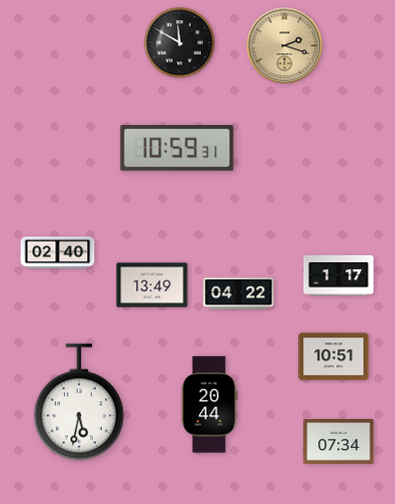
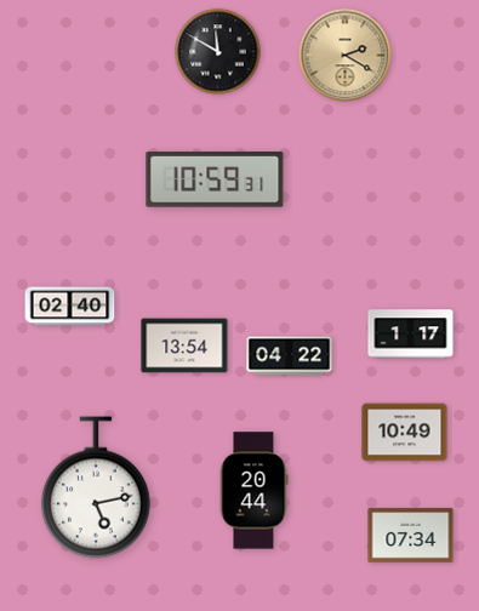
clock at (285, 46): 2:18 -> 2:20
clock at (152, 285): 13:49 -> 13:54
clock at (334, 357): 10:51 -> 10:49
clock at (79, 402): 5:32 -> 5:13
